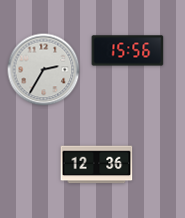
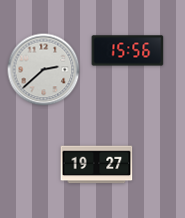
clock at (44, 70): 2:35 -> 2:38
clock at (97, 165): 12:36 -> 19:27
